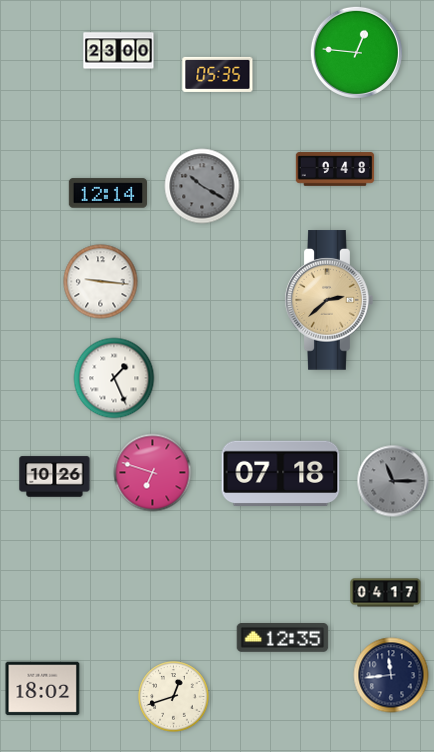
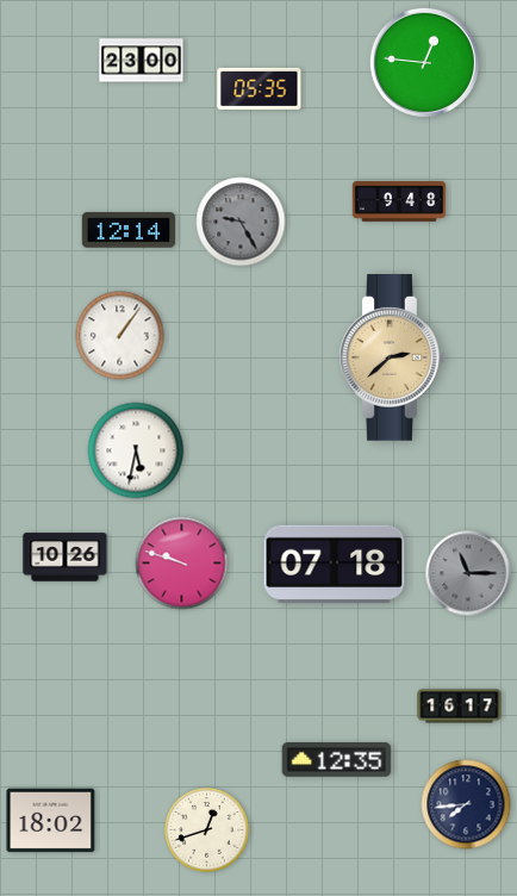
clock at (202, 186): 10:20 -> 9:25
clock at (101, 282): 9:16 -> 1:06
clock at (114, 378): 1:26 -> 5:32
clock at (153, 473): 6:48 -> 9:48
clock at (55, 477) position: (55, 477) -> (66, 558)
clock at (386, 593): 04:17 -> 16:17
clock at (391, 675): 11:44 -> 7:44
